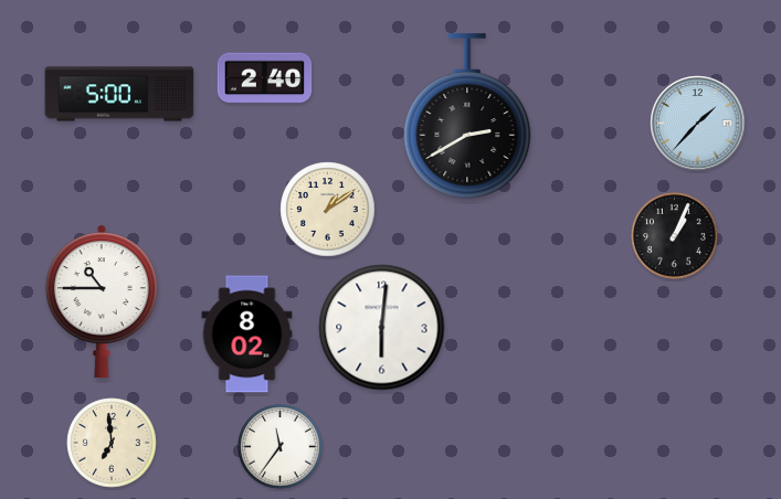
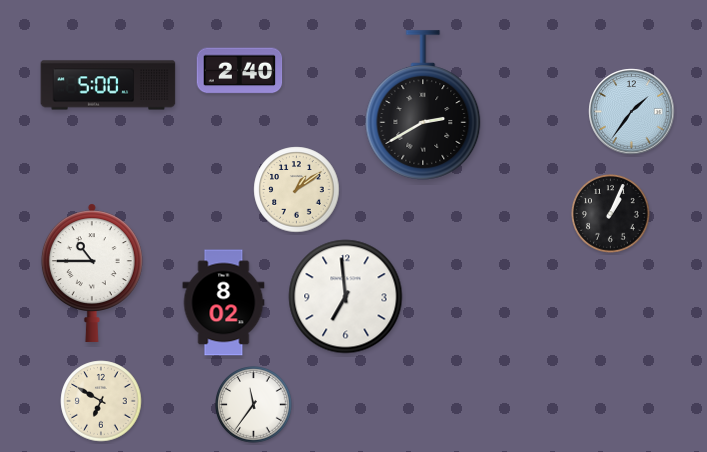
clock at (698, 124): 1:37 -> 1:36
clock at (382, 328): 6:01 -> 6:59
clock at (112, 443): 6:59 -> 6:50
